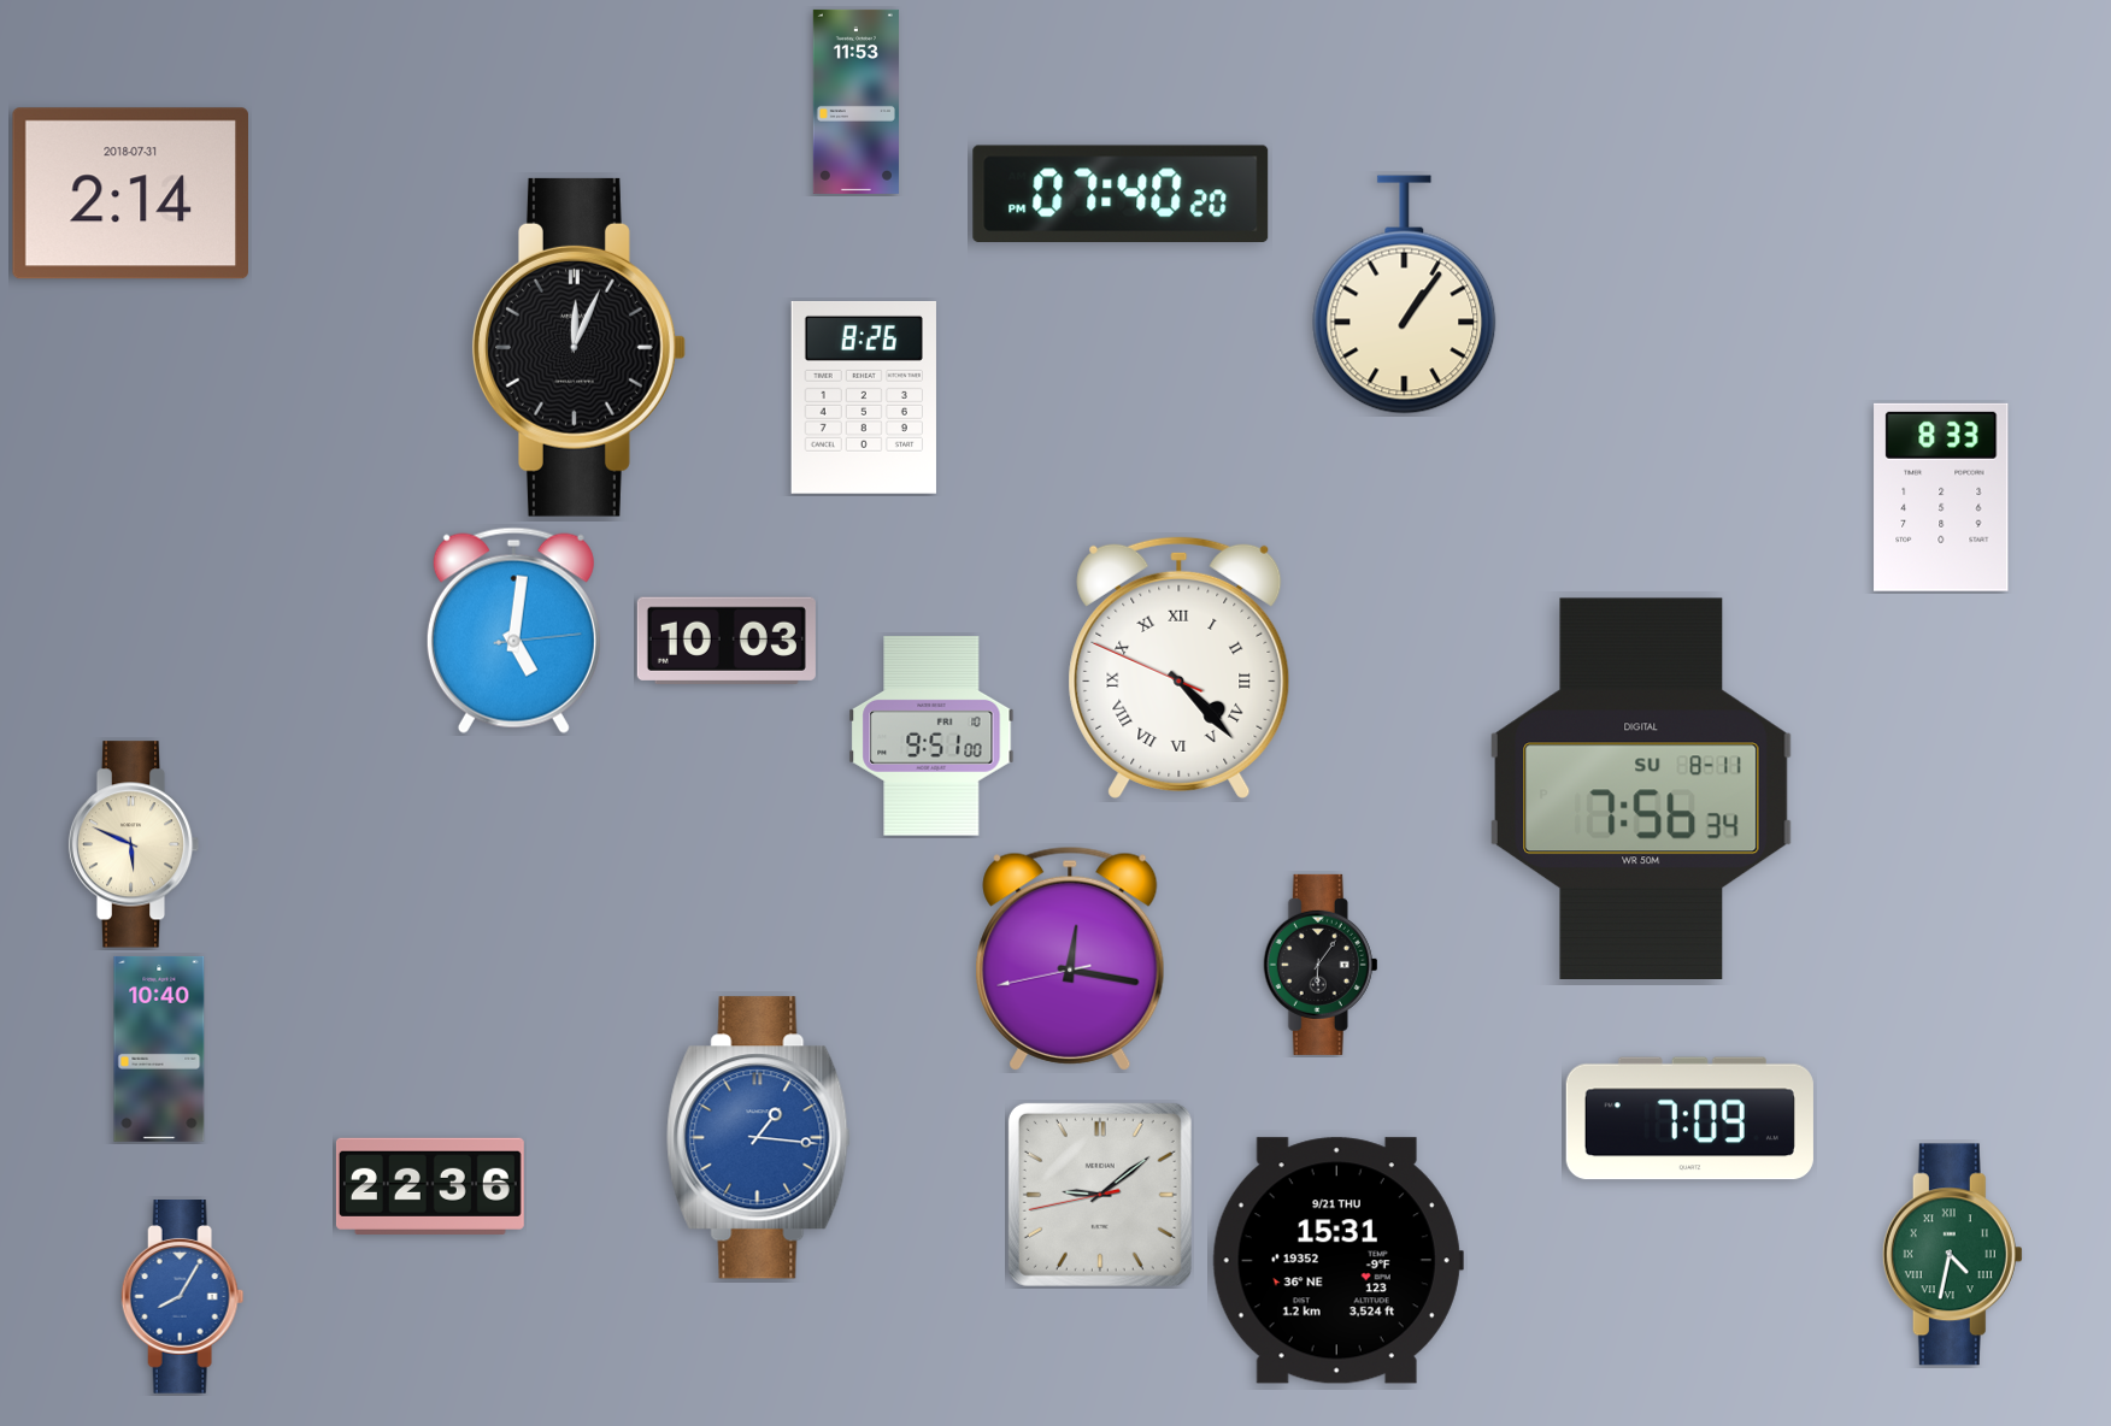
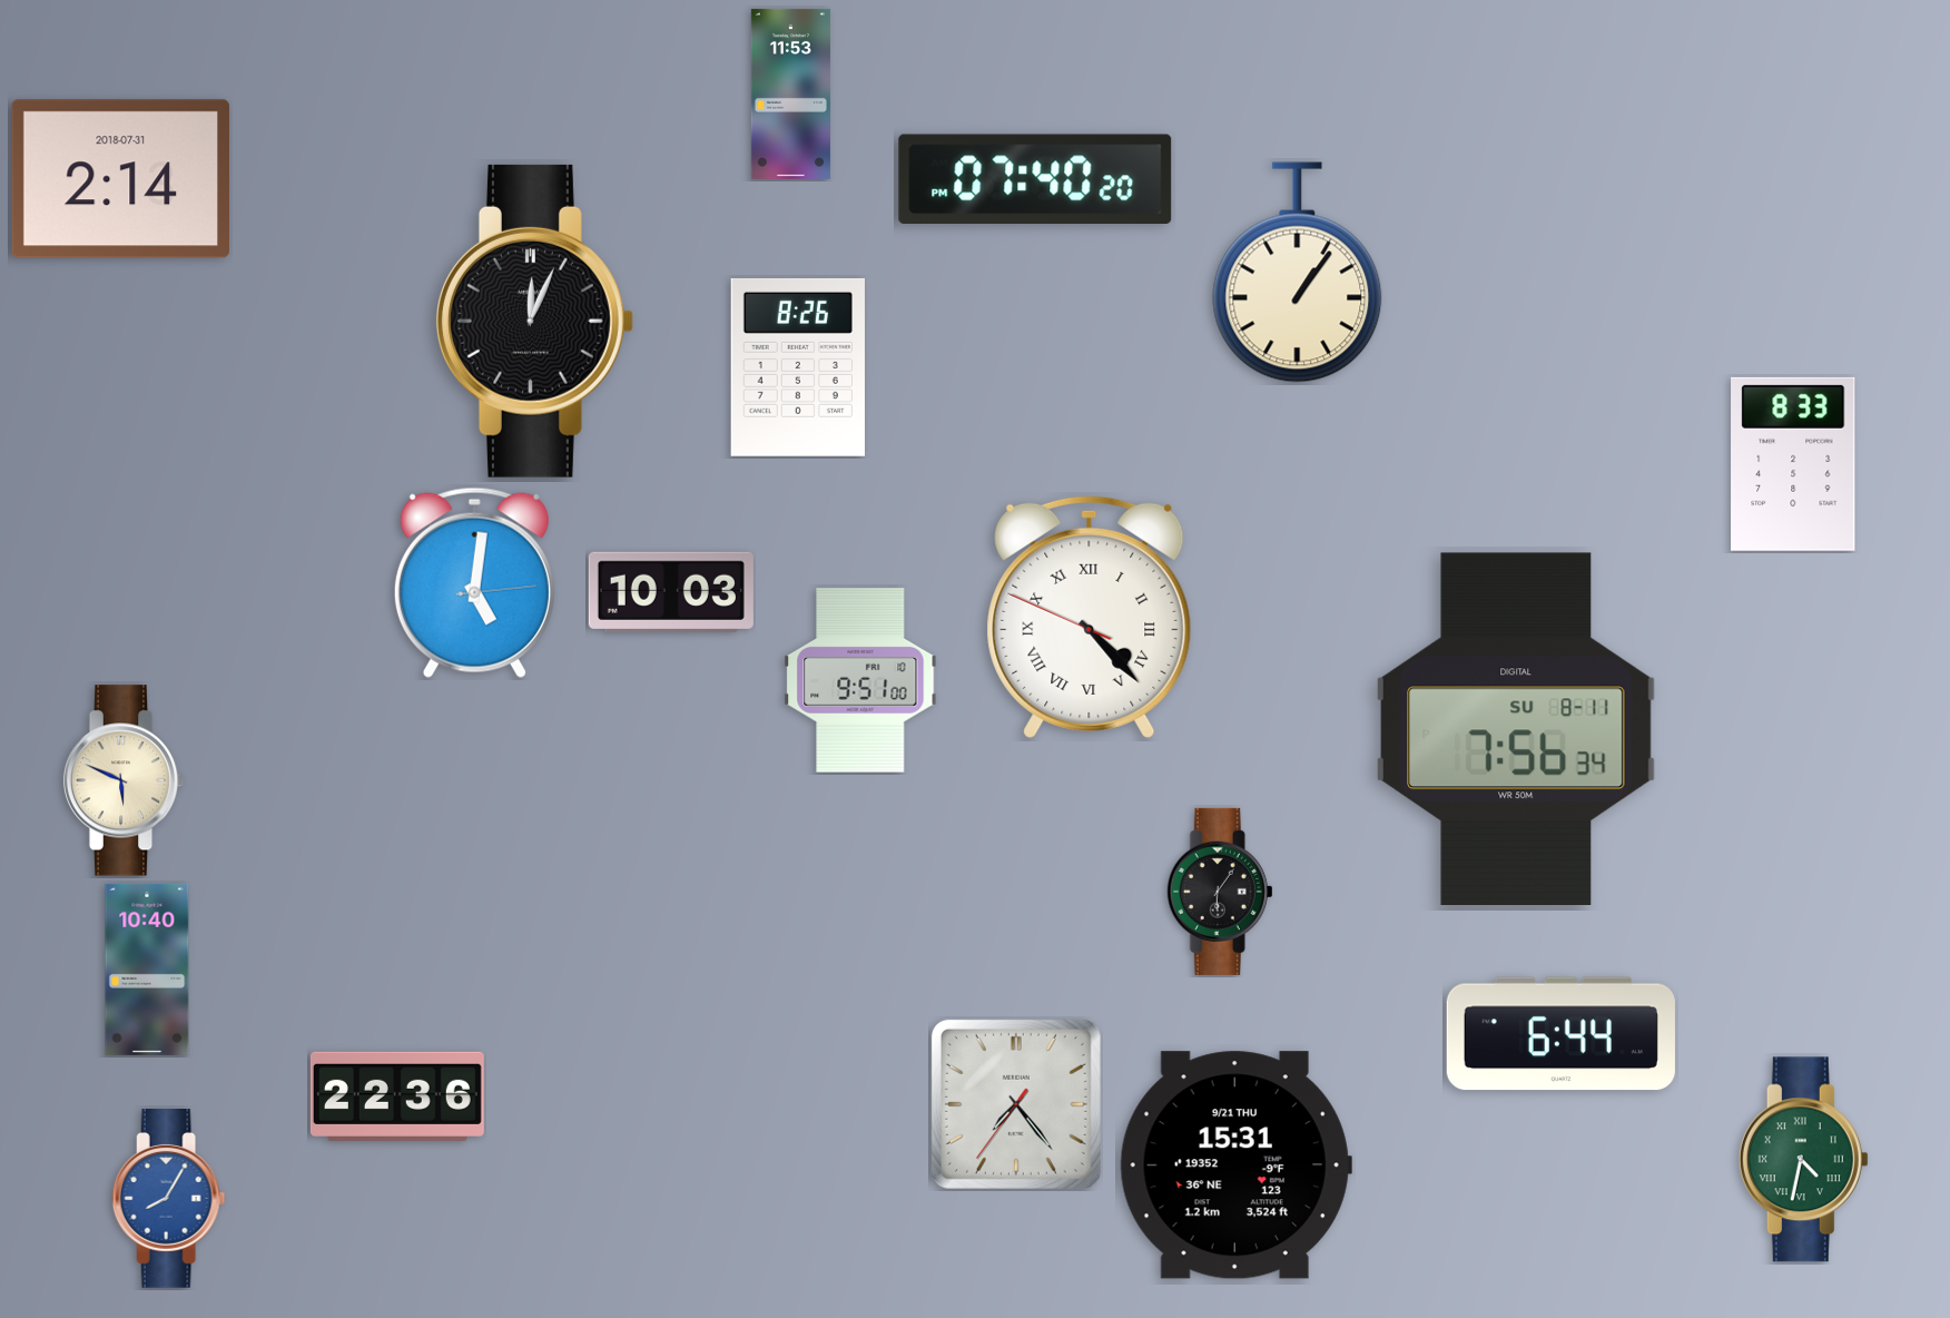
clock at (1941, 497) position: (1941, 497) -> (1793, 464)
clock at (1070, 959): 12:16 -> none
clock at (1689, 1119): 7:09 -> 6:44
clock at (759, 1138): 1:16 -> none
clock at (1100, 1195): 9:08 -> 7:23
